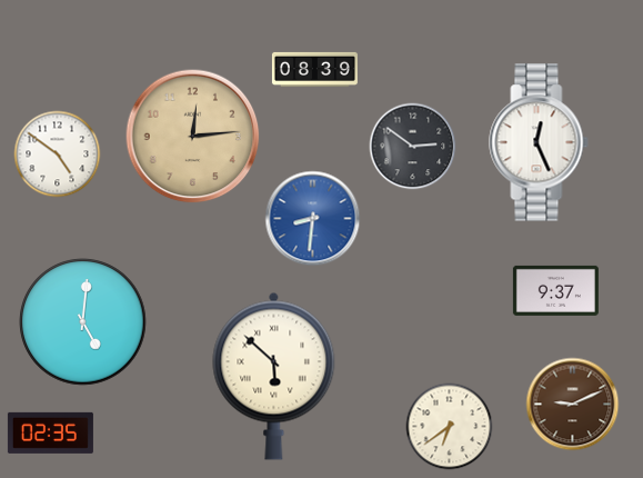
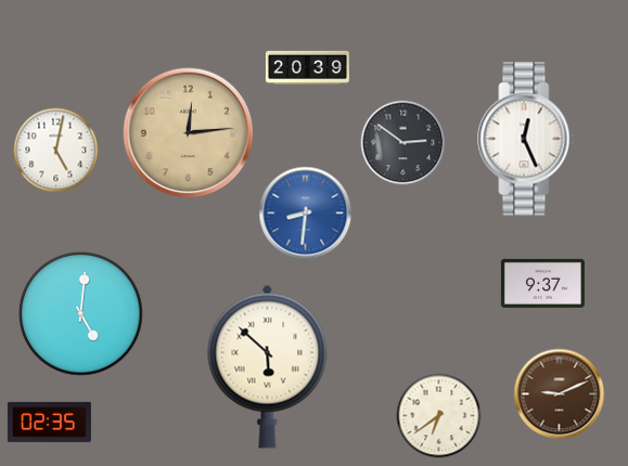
clock at (314, 69): 08:39 -> 20:39
clock at (57, 153): 4:51 -> 5:02
